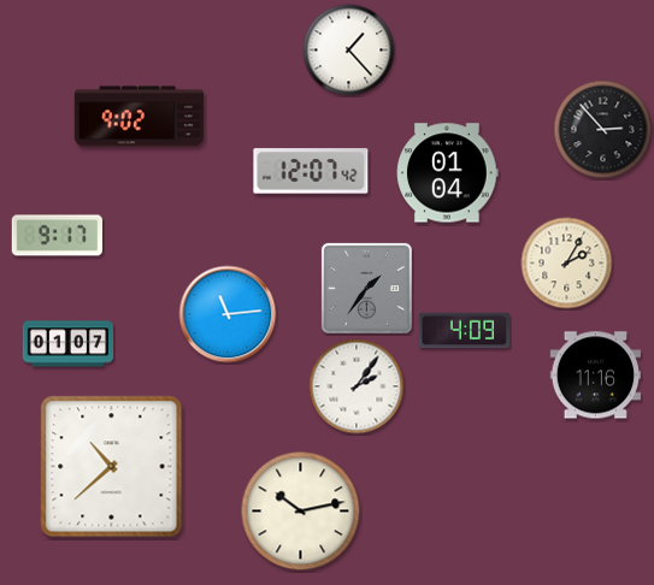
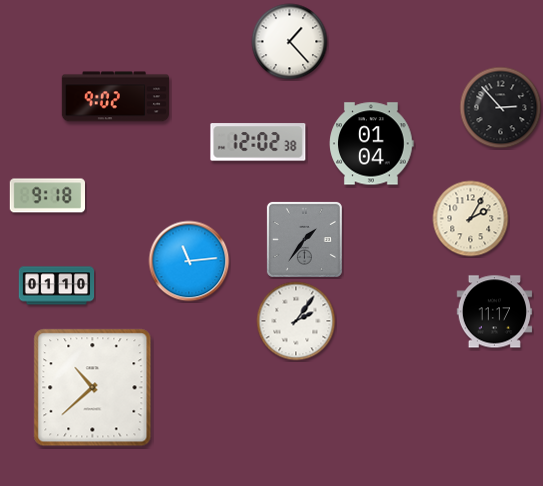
clock at (311, 171): 12:07 -> 12:02
clock at (58, 236): 9:17 -> 9:18
clock at (465, 331): 4:09 -> none
clock at (69, 344): 01:07 -> 01:10
clock at (596, 376): 11:16 -> 11:17
clock at (301, 512): 10:13 -> none
